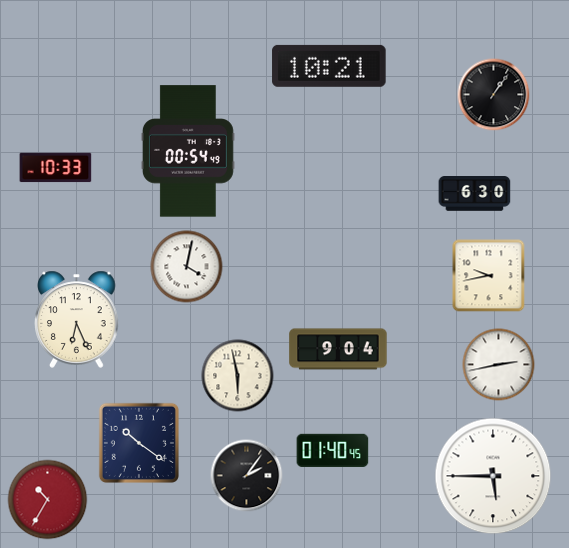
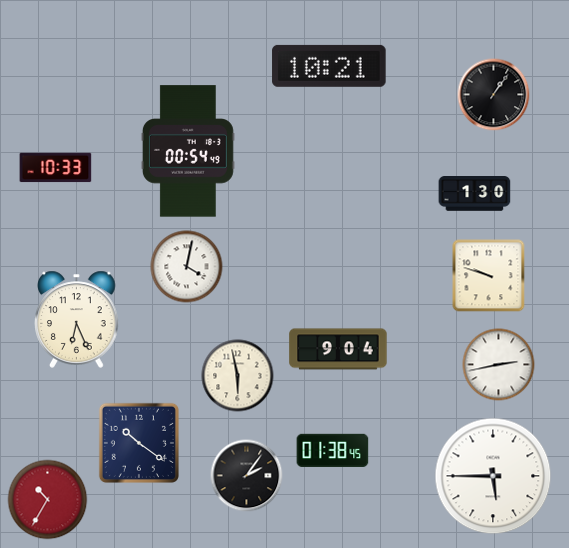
clock at (475, 194): 6:30 -> 1:30
clock at (489, 276): 9:43 -> 9:48
clock at (333, 451): 01:40 -> 01:38
